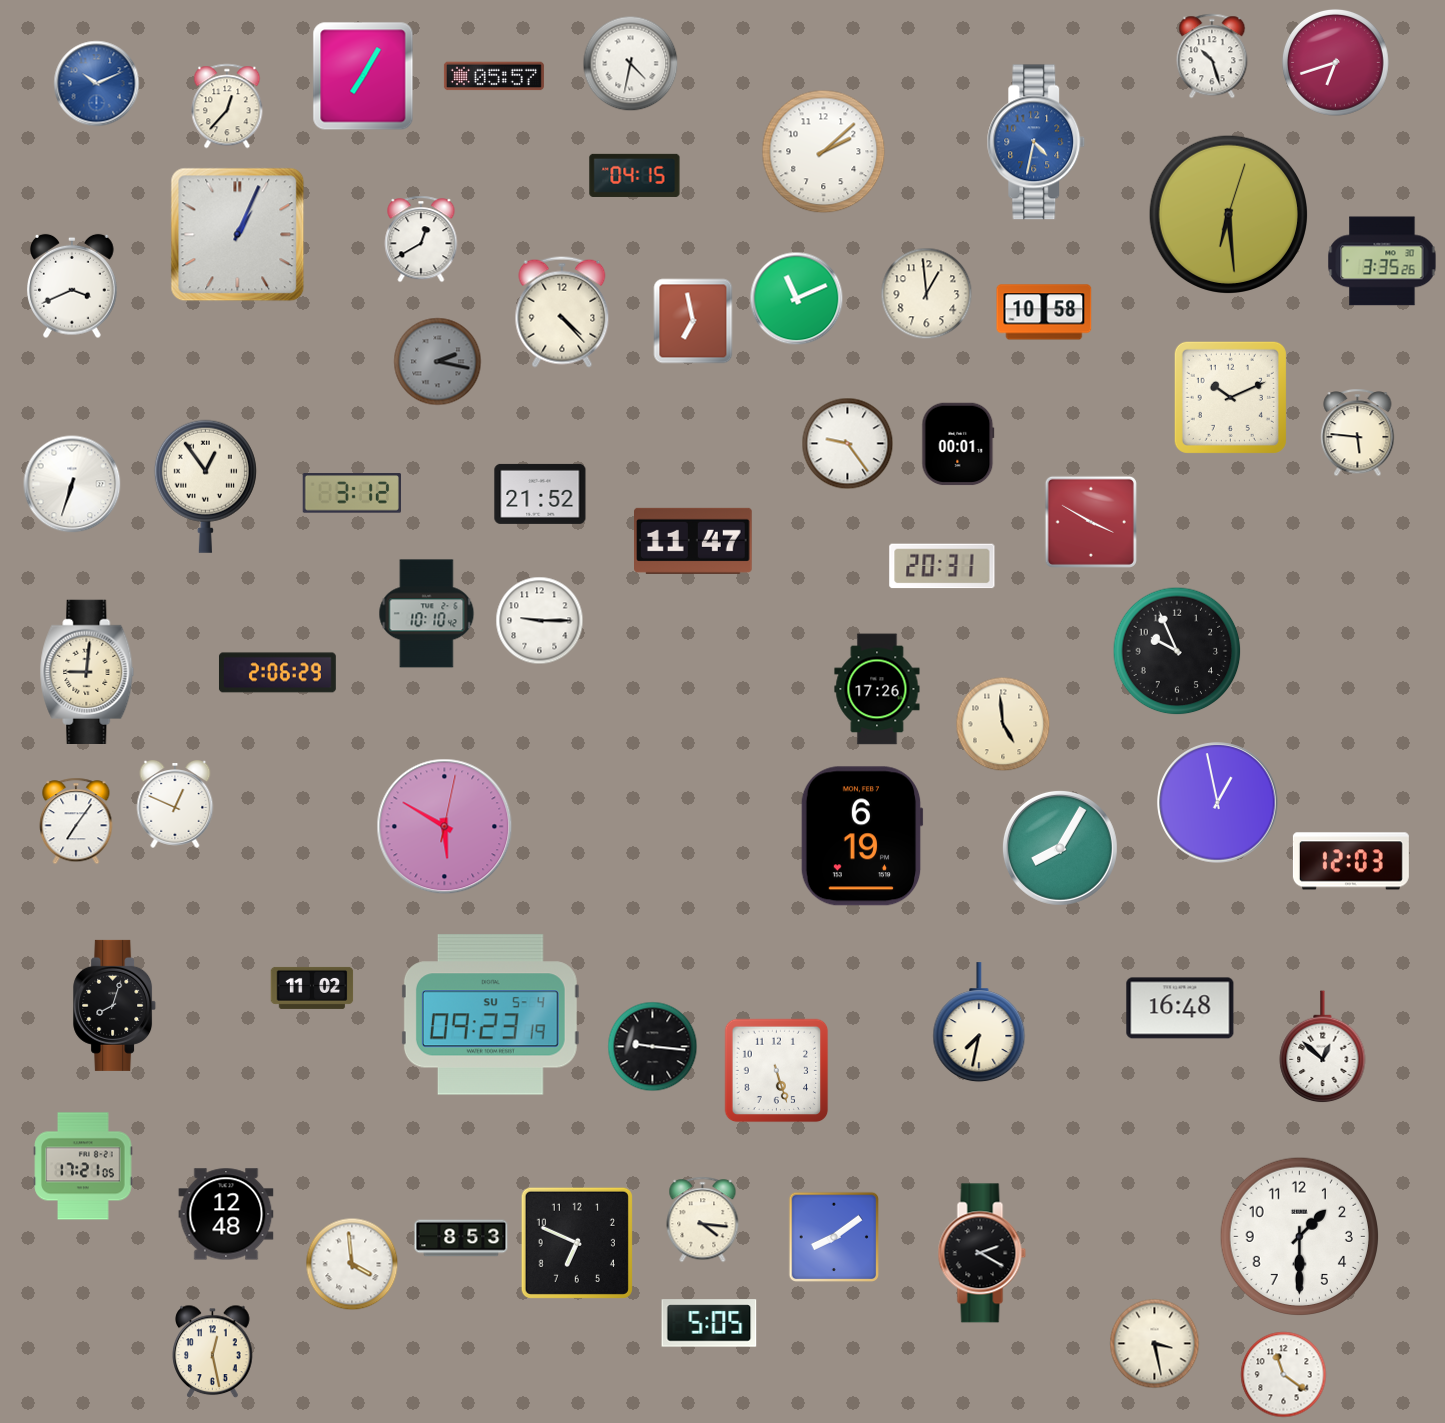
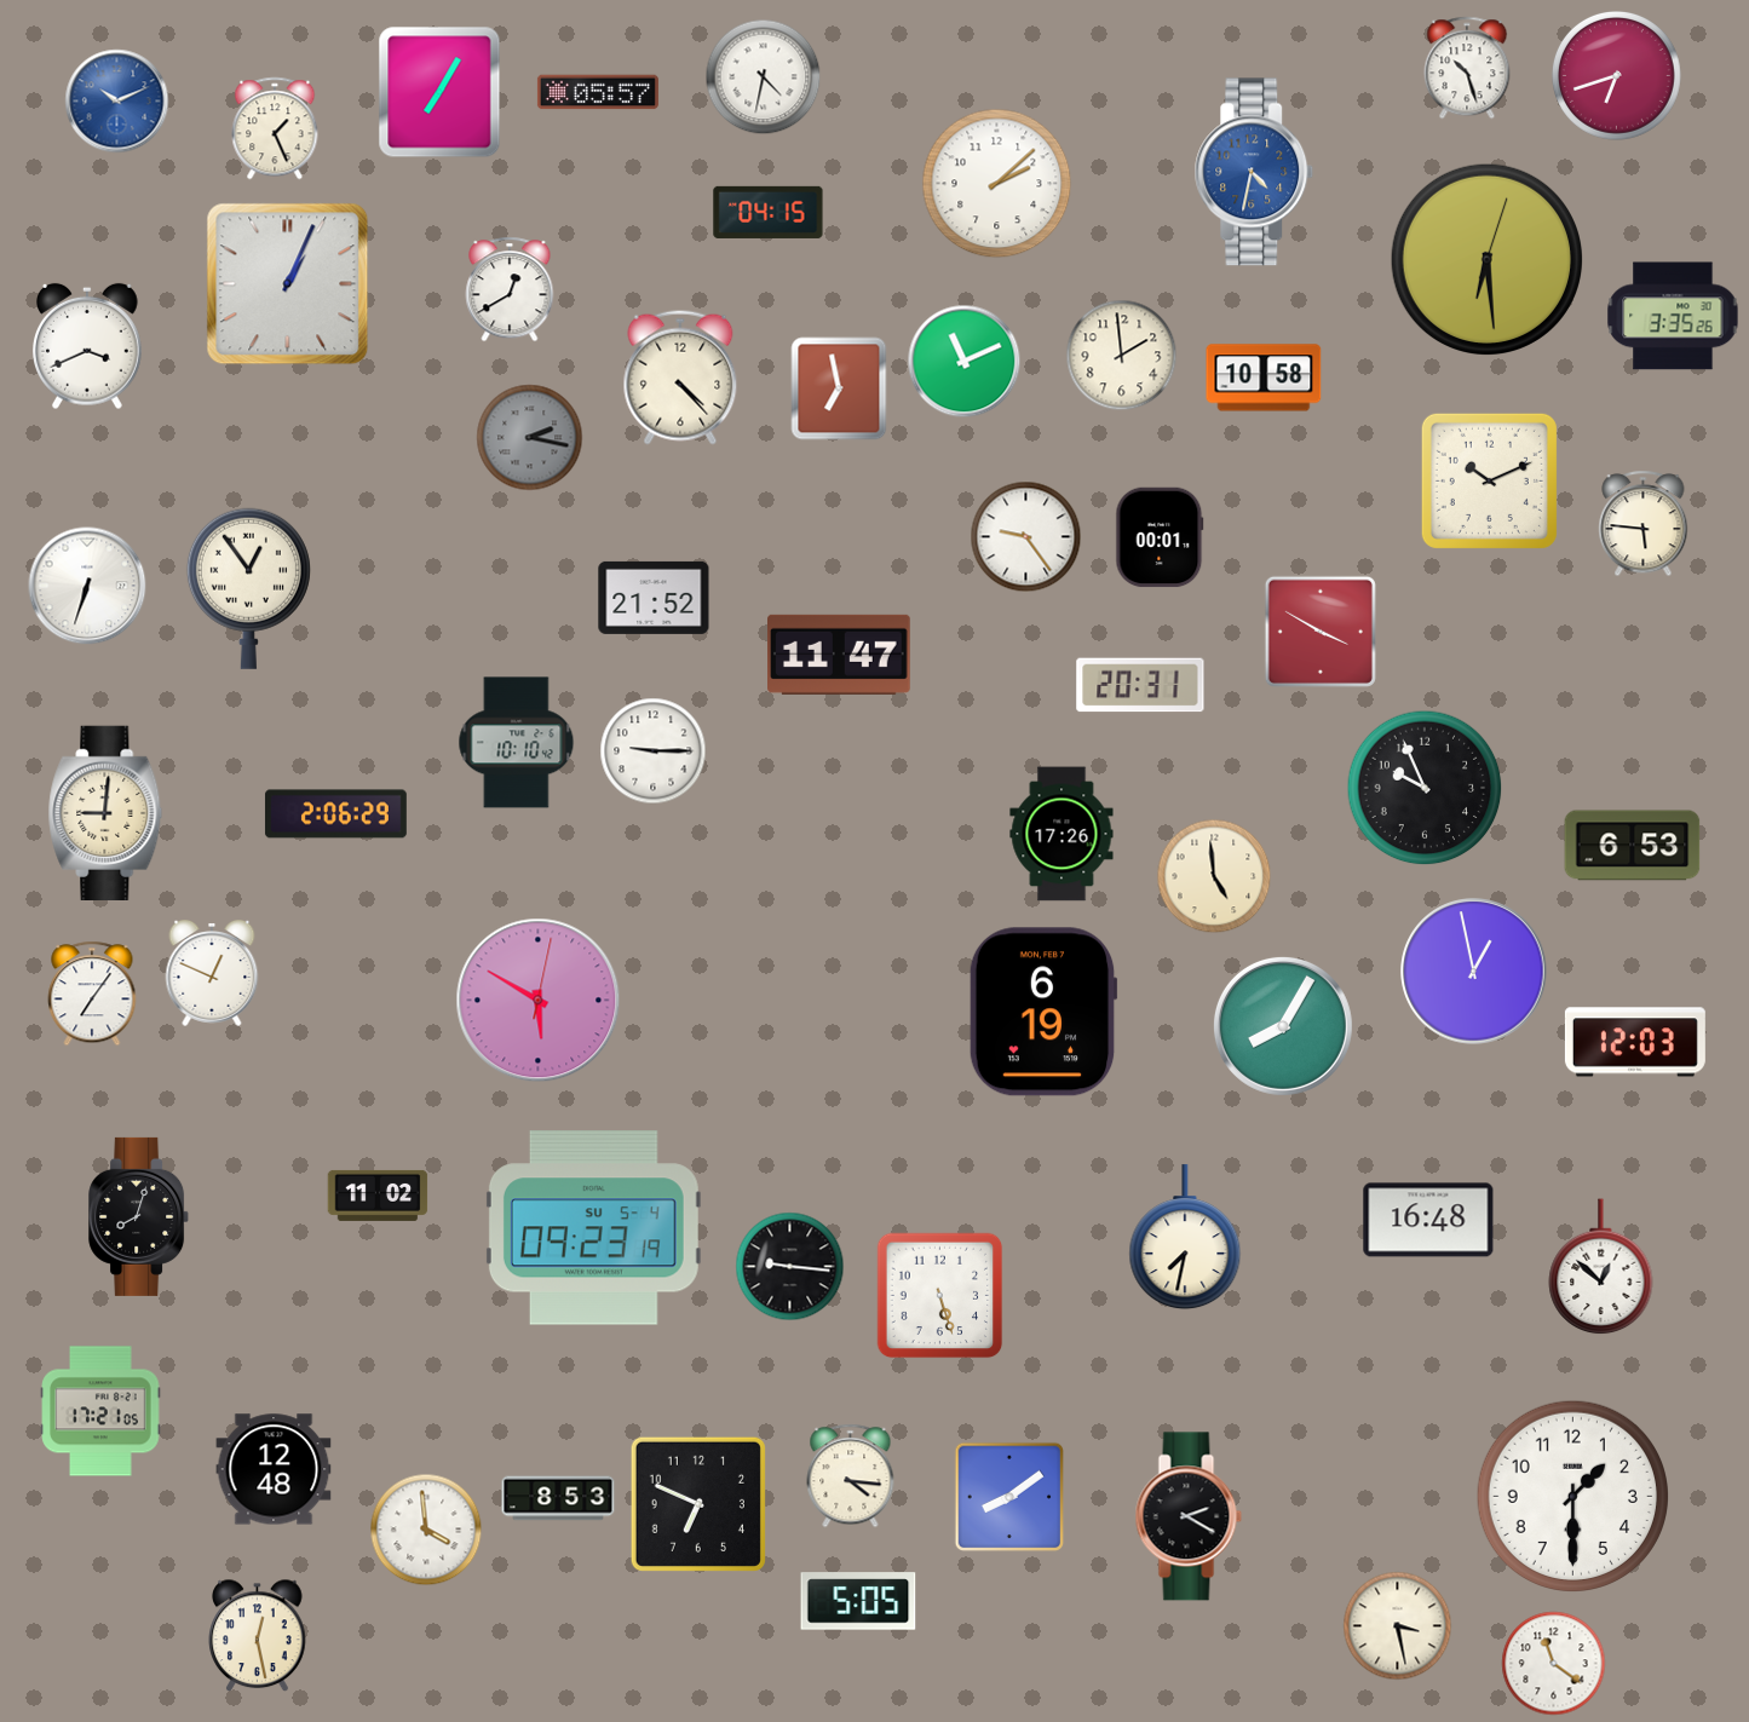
clock at (227, 106): 12:37 -> 1:26
clock at (927, 294): 12:59 -> 1:59
clock at (352, 493): 3:12 -> none
clock at (1633, 846): none -> 6:53
